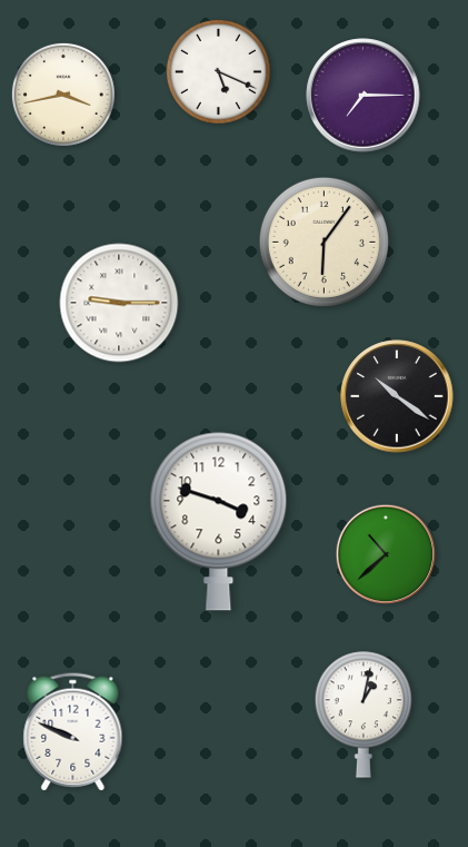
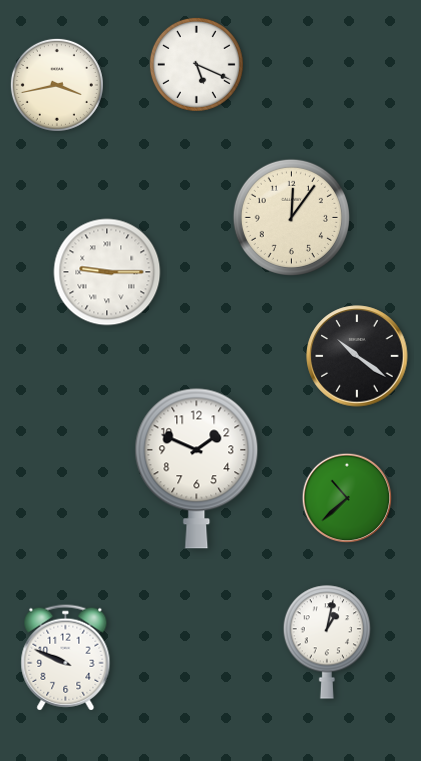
clock at (364, 96): 7:15 -> none
clock at (323, 242): 6:06 -> 12:06
clock at (219, 521): 3:48 -> 1:49
